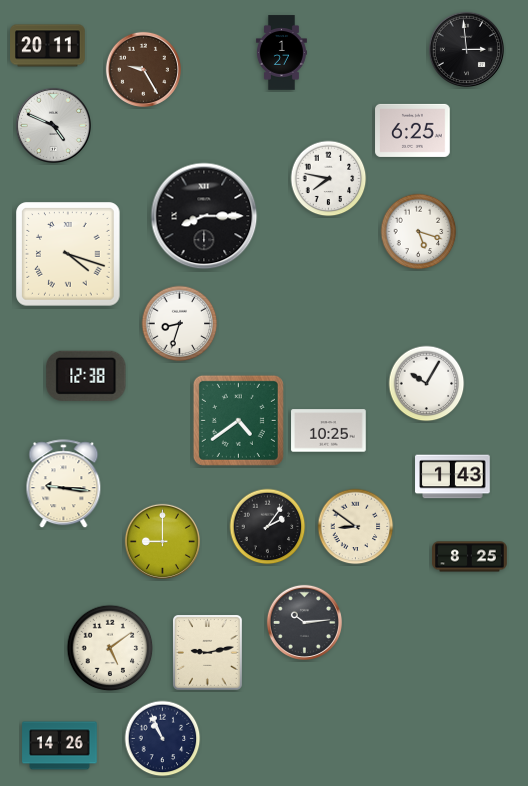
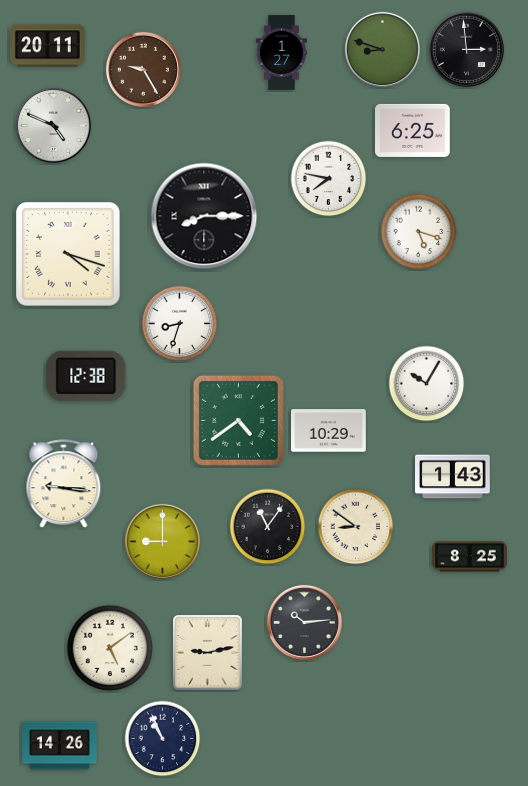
clock at (382, 49): none -> 8:48
clock at (329, 431): 10:25 -> 10:29
clock at (268, 527): 2:06 -> 11:06
